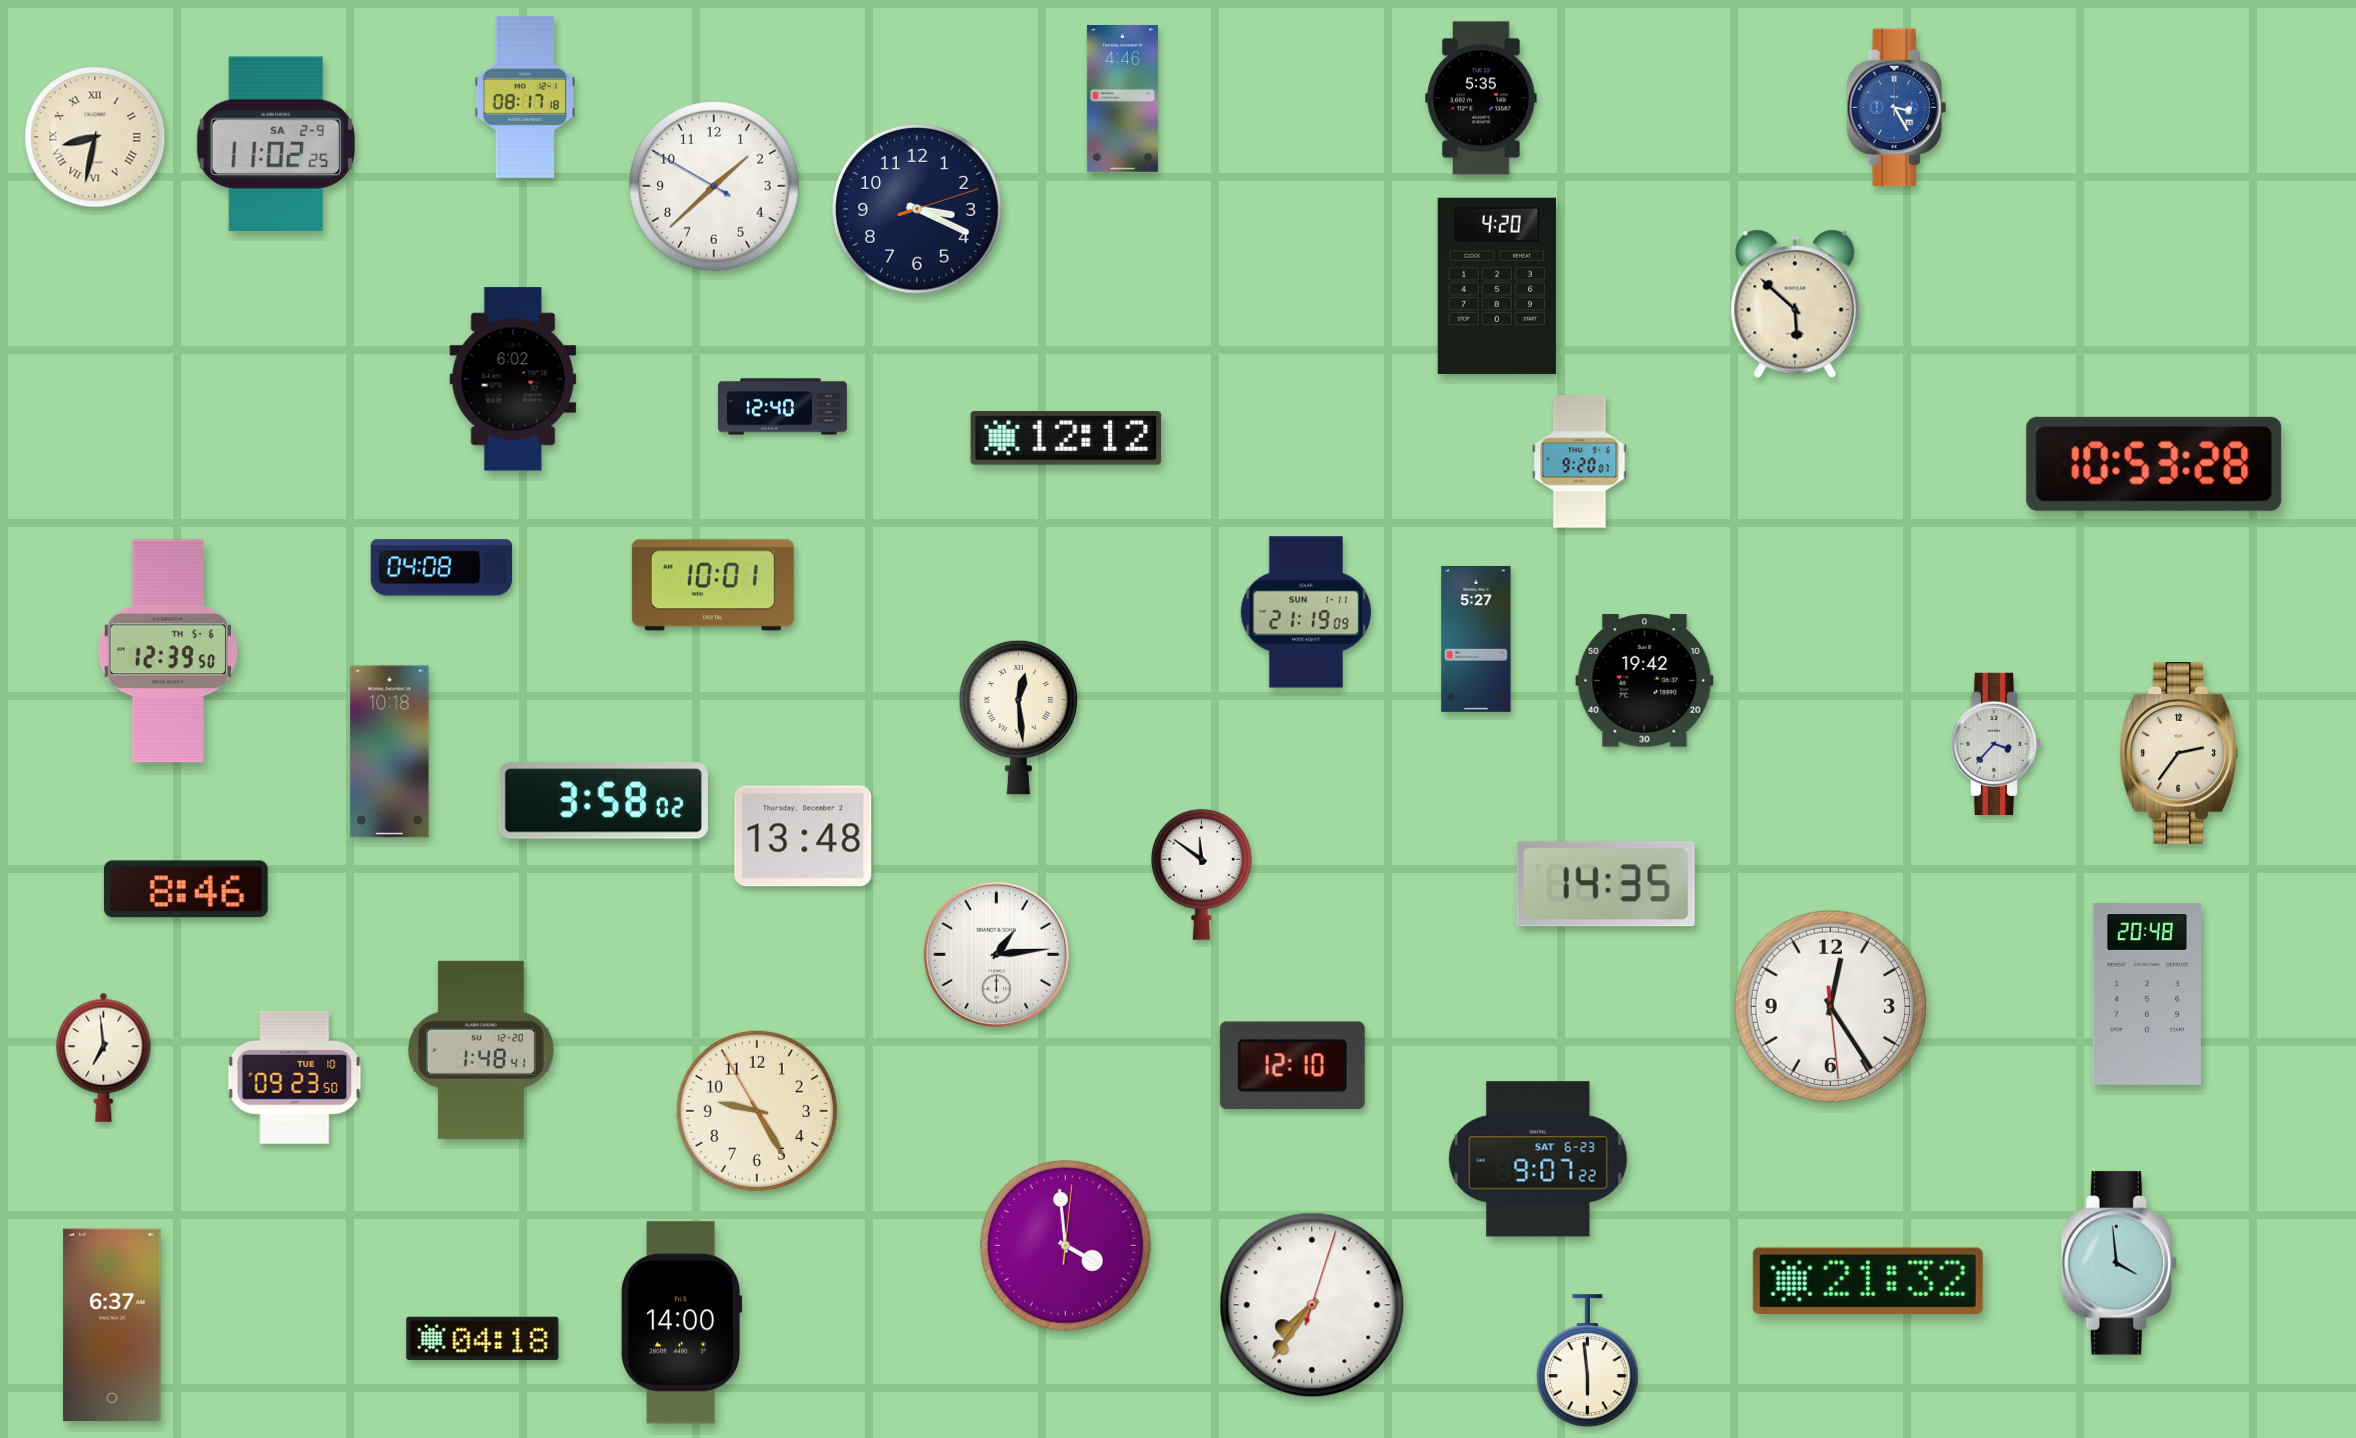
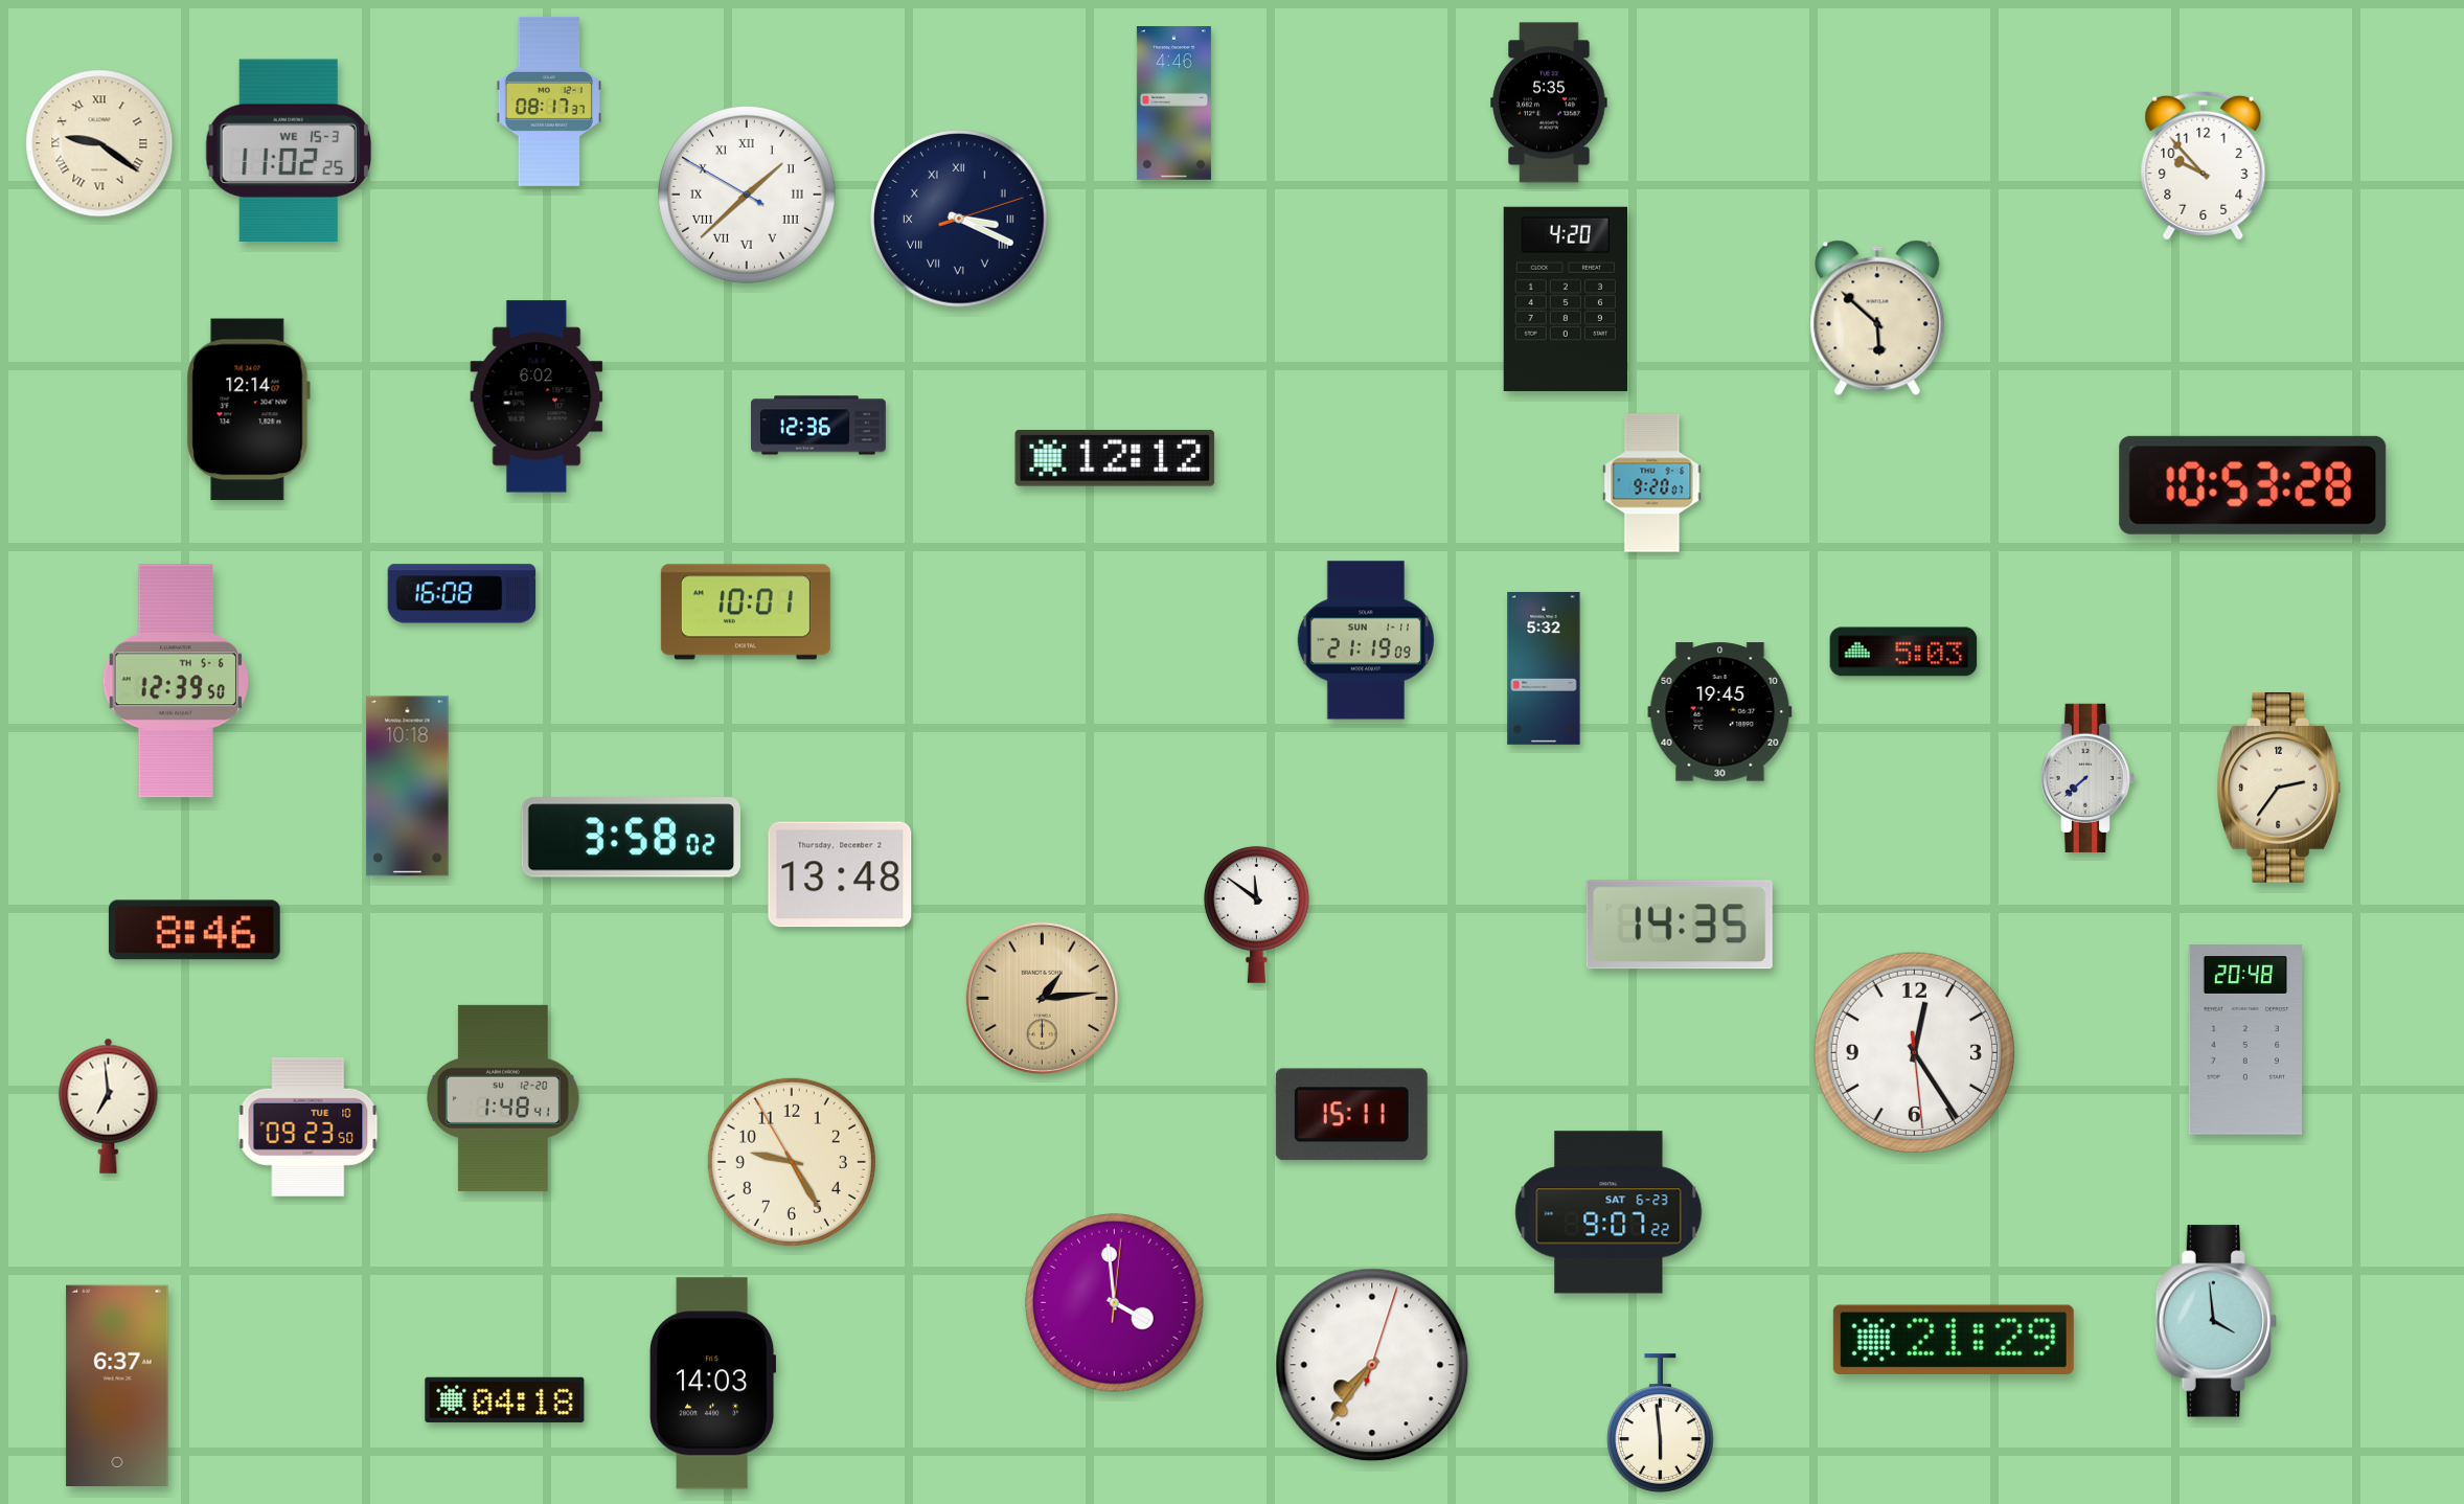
clock at (525, 97): 08:17:18 -> 08:17:37
clock at (1897, 108): 3:25 -> none
clock at (95, 137): 8:32 -> 9:21
clock at (275, 143) date: SA 2-9 -> WE 15-3
clock at (2204, 165): none -> 9:53
clock at (715, 187) numerals: Arabic -> Roman
clock at (918, 210) numerals: Arabic -> Roman
clock at (248, 410): none -> 12:14
clock at (783, 407): 12:40 -> 12:36
clock at (442, 568): 04:08 -> 16:08
clock at (1903, 652): none -> 5:03
clock at (1476, 639): 5:27 -> 5:32
clock at (1645, 681): 19:42 -> 19:45
clock at (1018, 717): 12:29 -> none
clock at (1995, 743): 3:37 -> 7:38
clock at (996, 954) dial: white -> champagne
clock at (1292, 1066): 12:10 -> 15:11
clock at (1868, 1281): 21:32 -> 21:29
clock at (681, 1323): 14:00 -> 14:03
